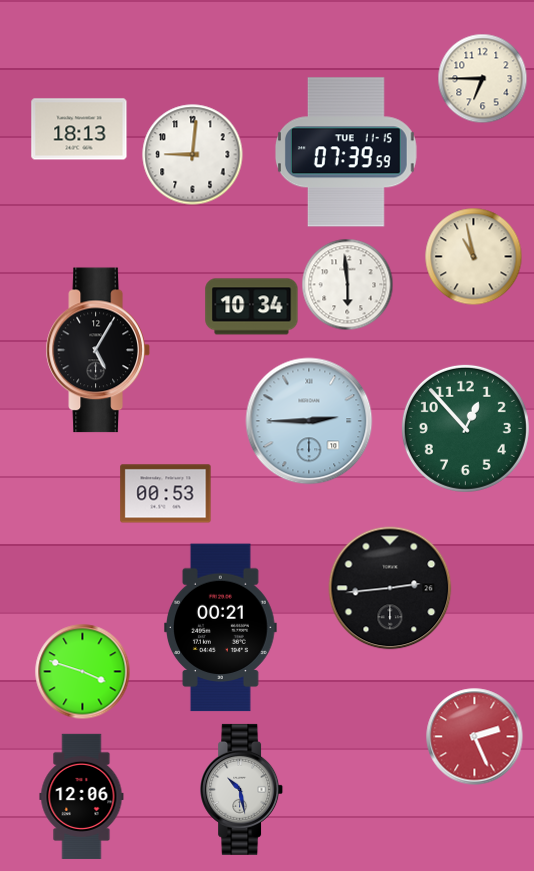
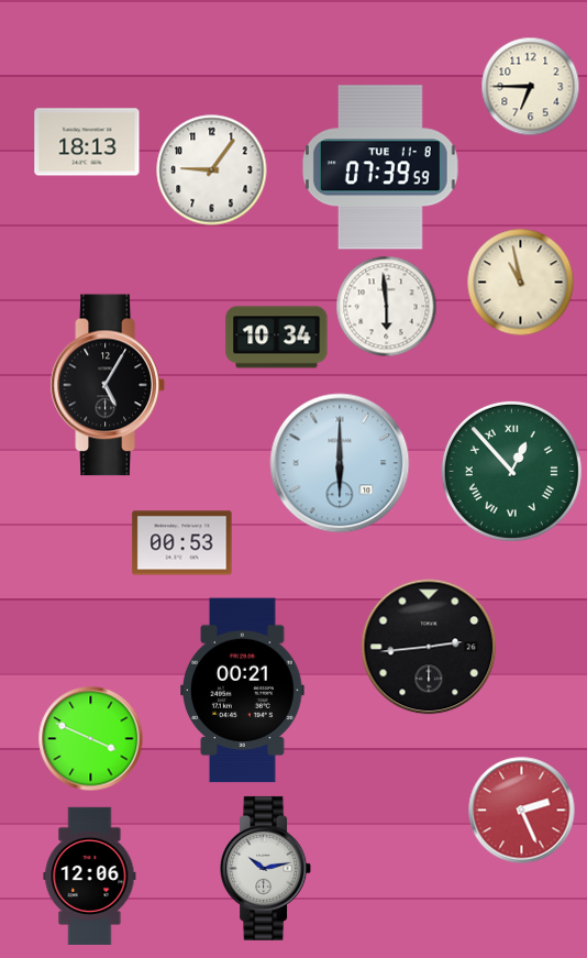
clock at (346, 152) date: TUE 11-15 -> TUE 11-8
clock at (193, 155): 9:01 -> 9:06
clock at (347, 284) position: (347, 284) -> (386, 306)
clock at (309, 421): 2:45 -> 6:00
clock at (465, 428) numerals: Arabic -> Roman
clock at (82, 671): 3:48 -> 3:49
clock at (242, 789): 10:28 -> 10:13
